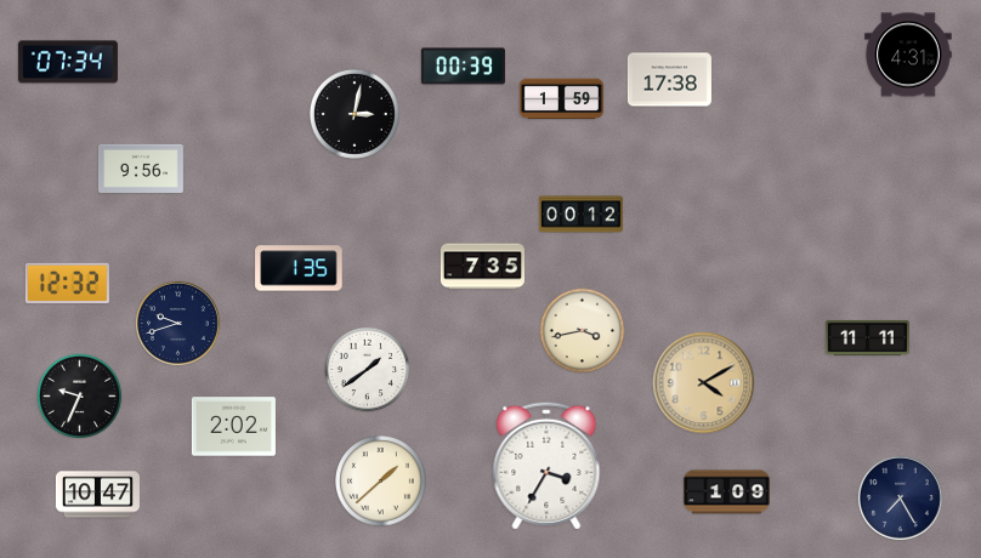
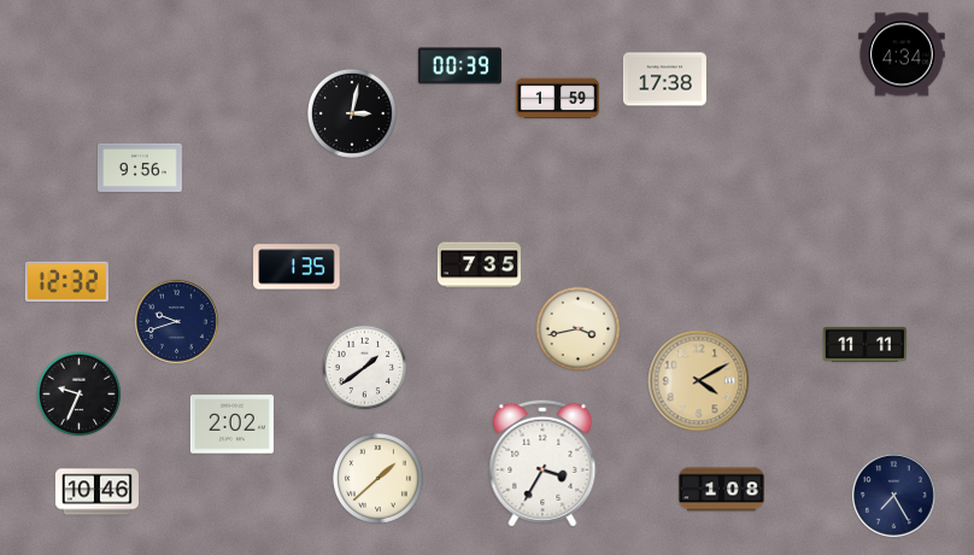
clock at (908, 55): 4:31 -> 4:34
clock at (68, 62): 07:34 -> none
clock at (580, 215): 00:12 -> none
clock at (867, 337) position: (867, 337) -> (864, 344)
clock at (727, 492): 1:09 -> 1:08
clock at (97, 495): 10:47 -> 10:46
